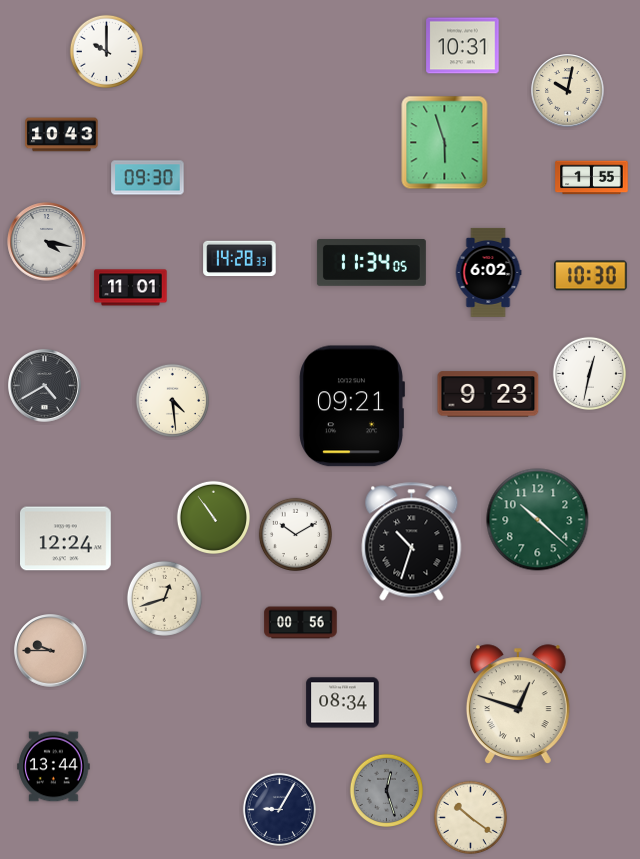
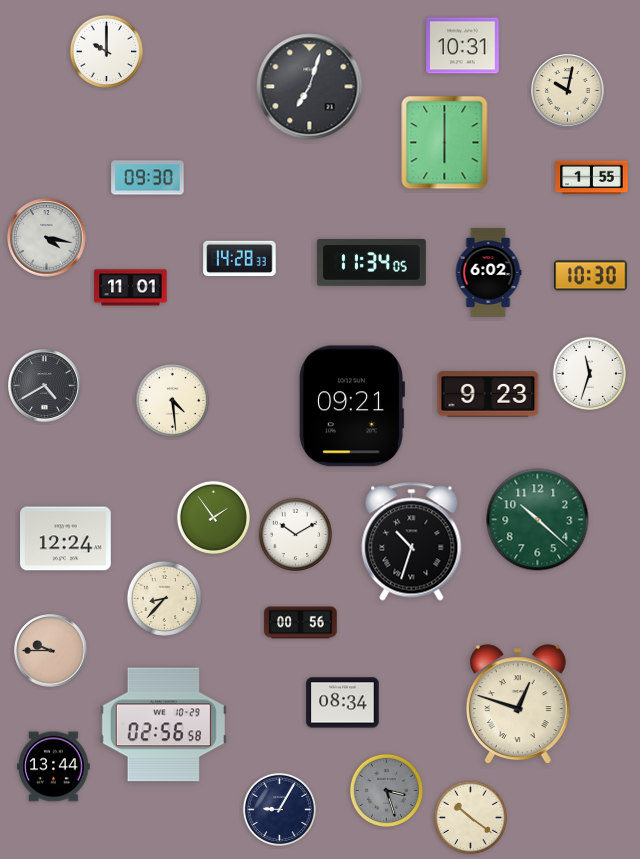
clock at (310, 87): none -> 7:03
clock at (62, 135): 10:43 -> none
clock at (445, 143): 5:57 -> 6:00
clock at (47, 242) position: (47, 242) -> (47, 238)
clock at (589, 373): 12:32 -> 11:33
clock at (213, 517): 10:54 -> 1:54
clock at (164, 598): 12:42 -> 8:37
clock at (163, 725): none -> 02:56
clock at (386, 790): 12:27 -> 3:27
